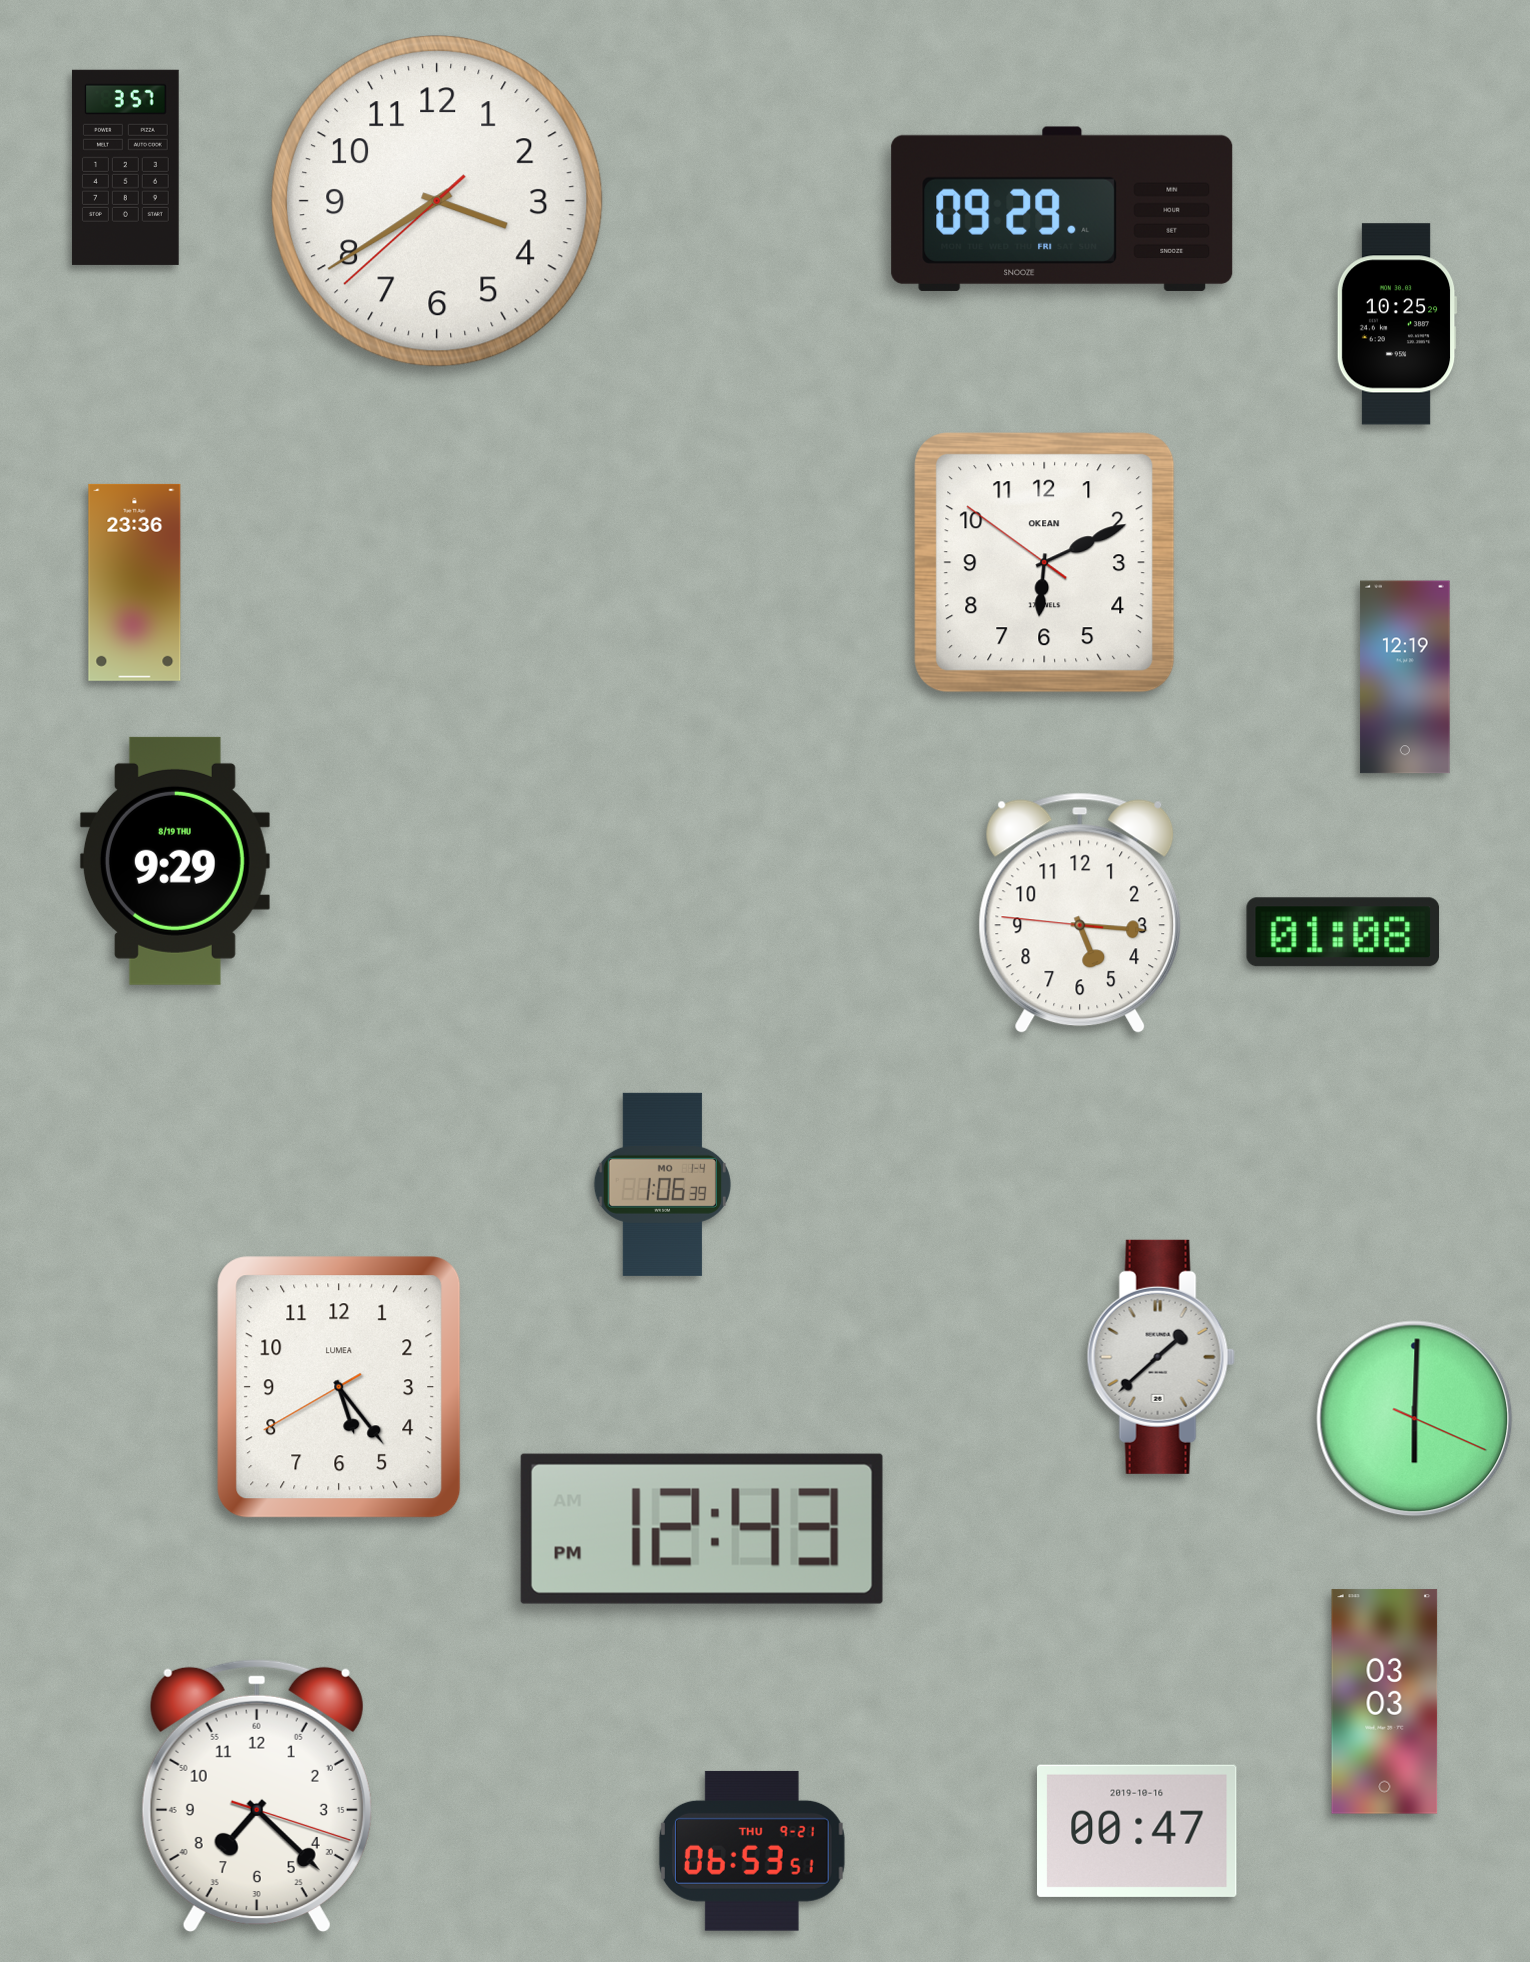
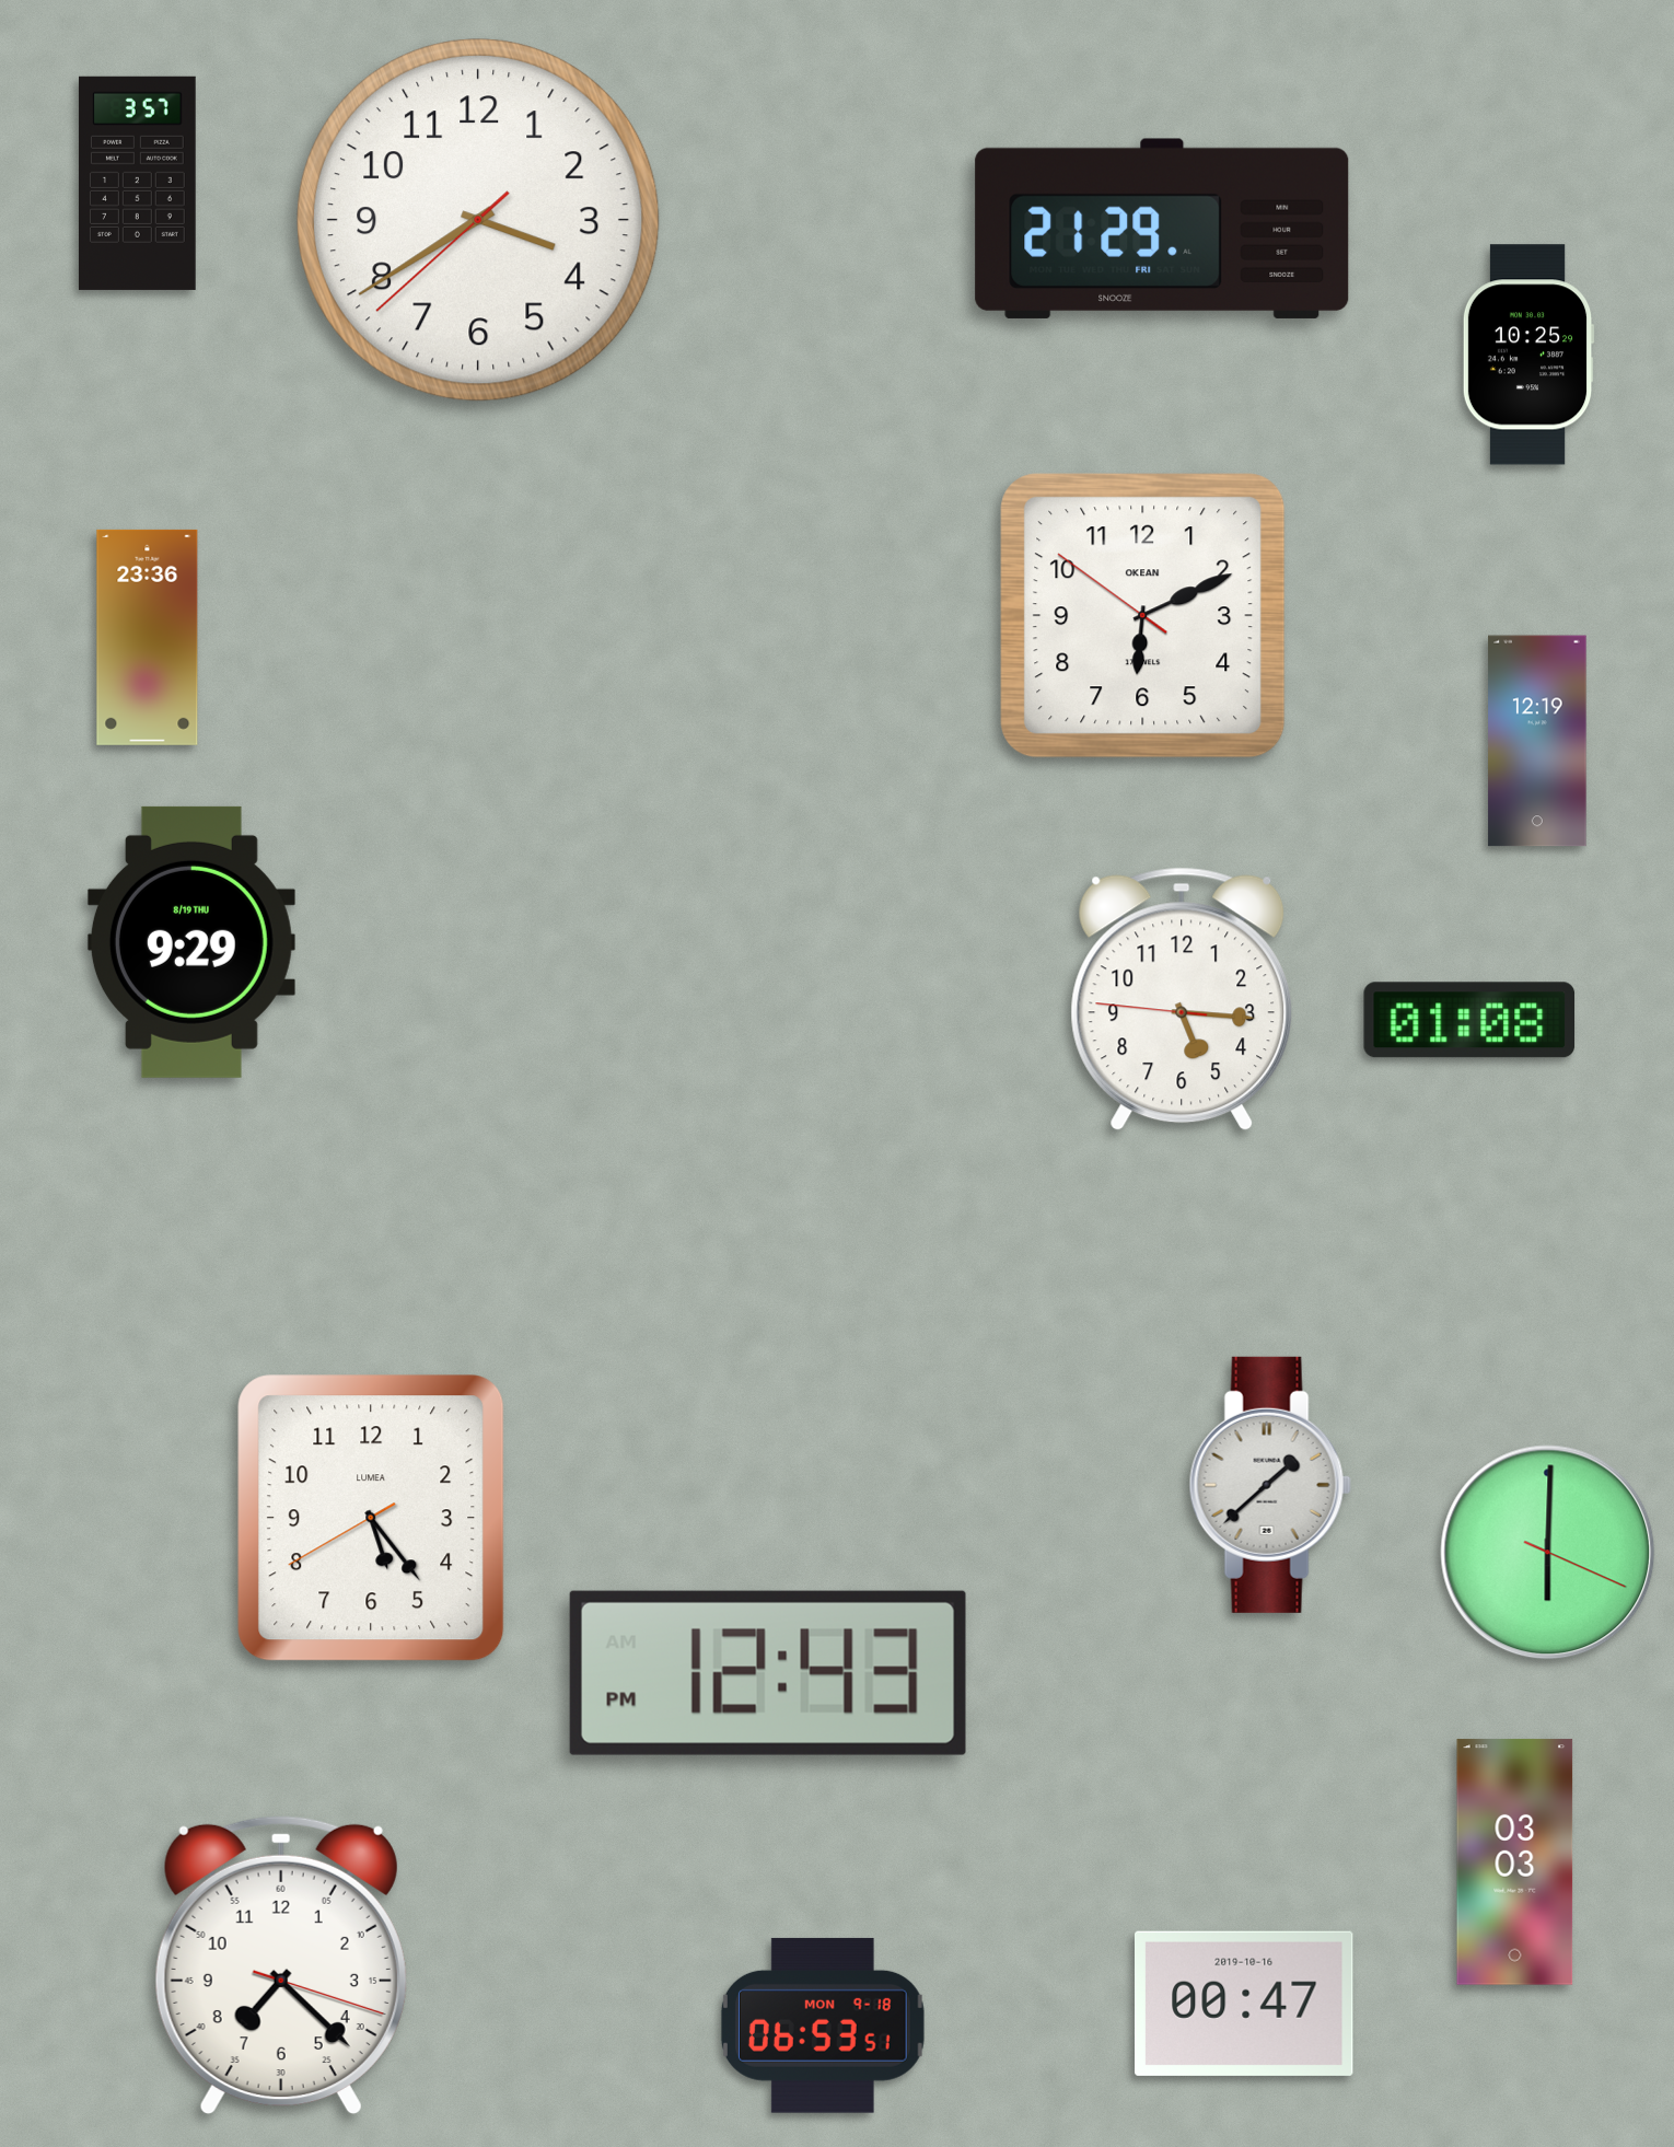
clock at (1062, 209): 09:29 -> 21:29
clock at (662, 1184): 1:06 -> none
clock at (752, 1851) date: THU 9-21 -> MON 9-18
